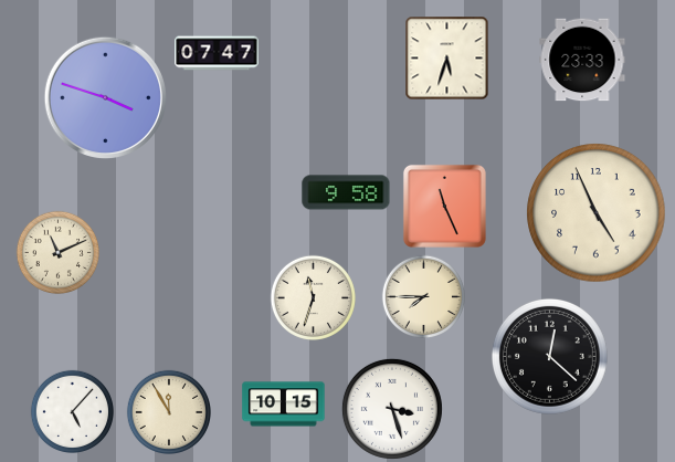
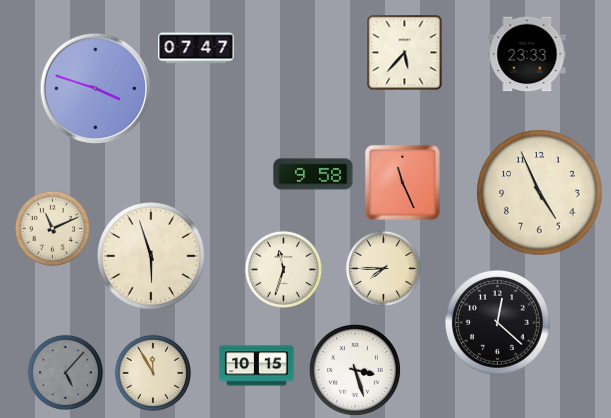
clock at (447, 59): 5:33 -> 5:37
clock at (444, 206) position: (444, 206) -> (402, 182)
clock at (152, 257): none -> 5:57
clock at (72, 411) dial: white -> grey
